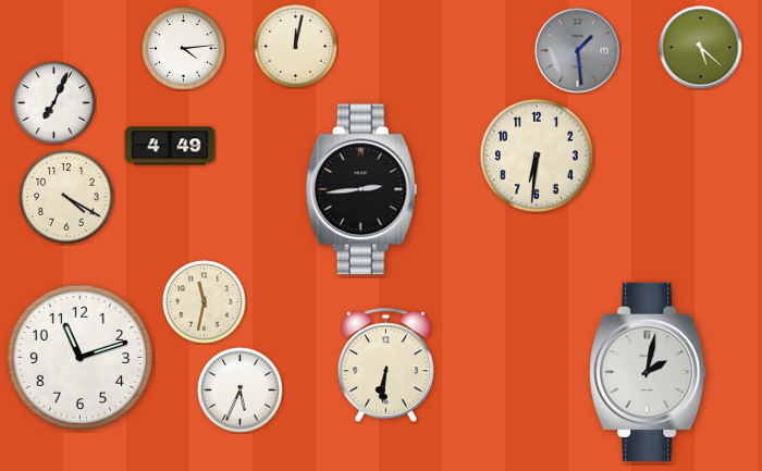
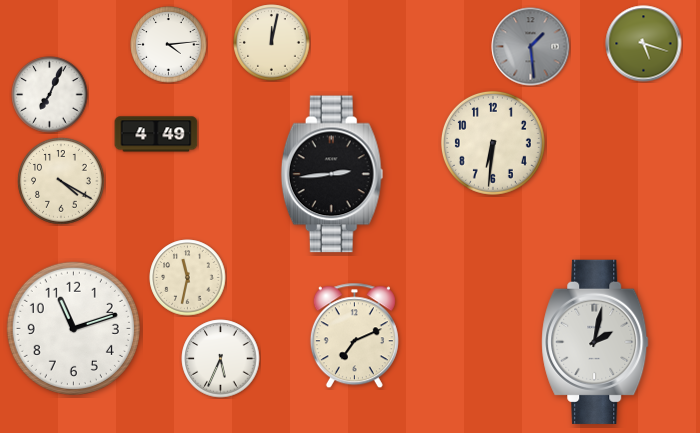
clock at (701, 48): 5:22 -> 5:18
clock at (385, 365): 6:31 -> 7:11
